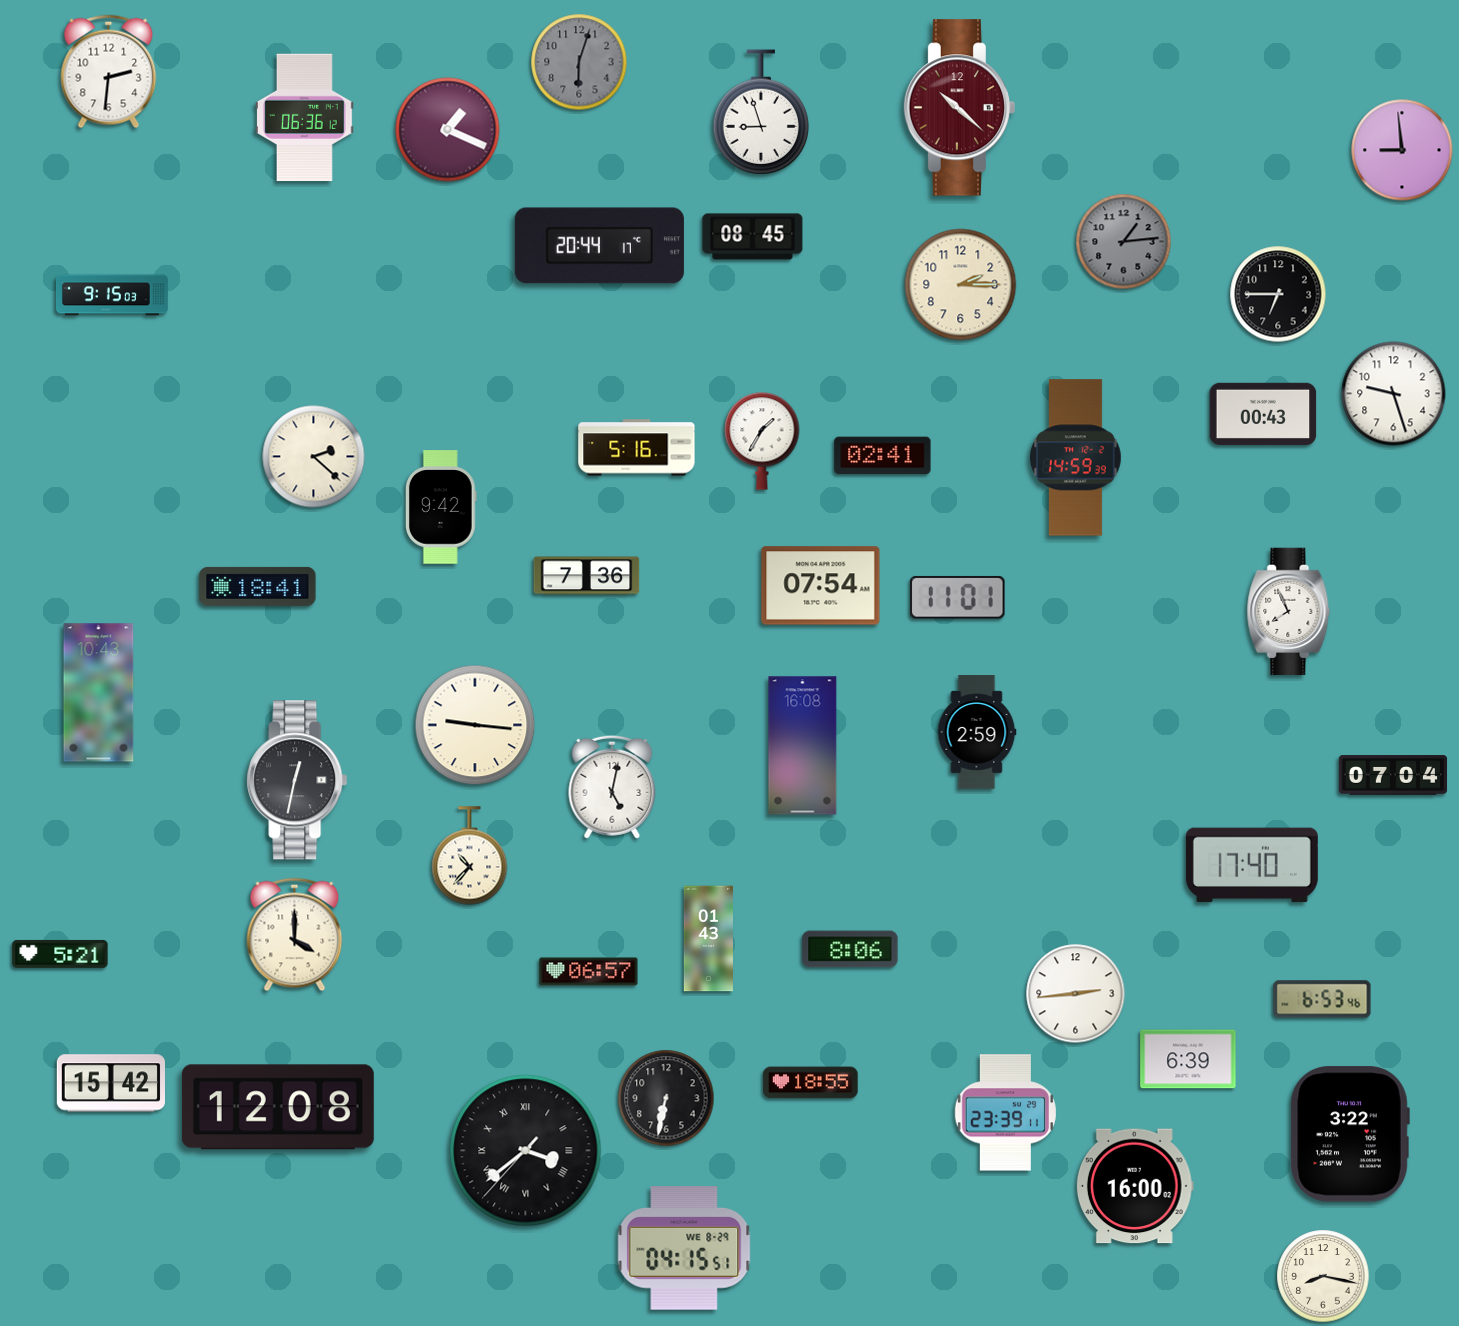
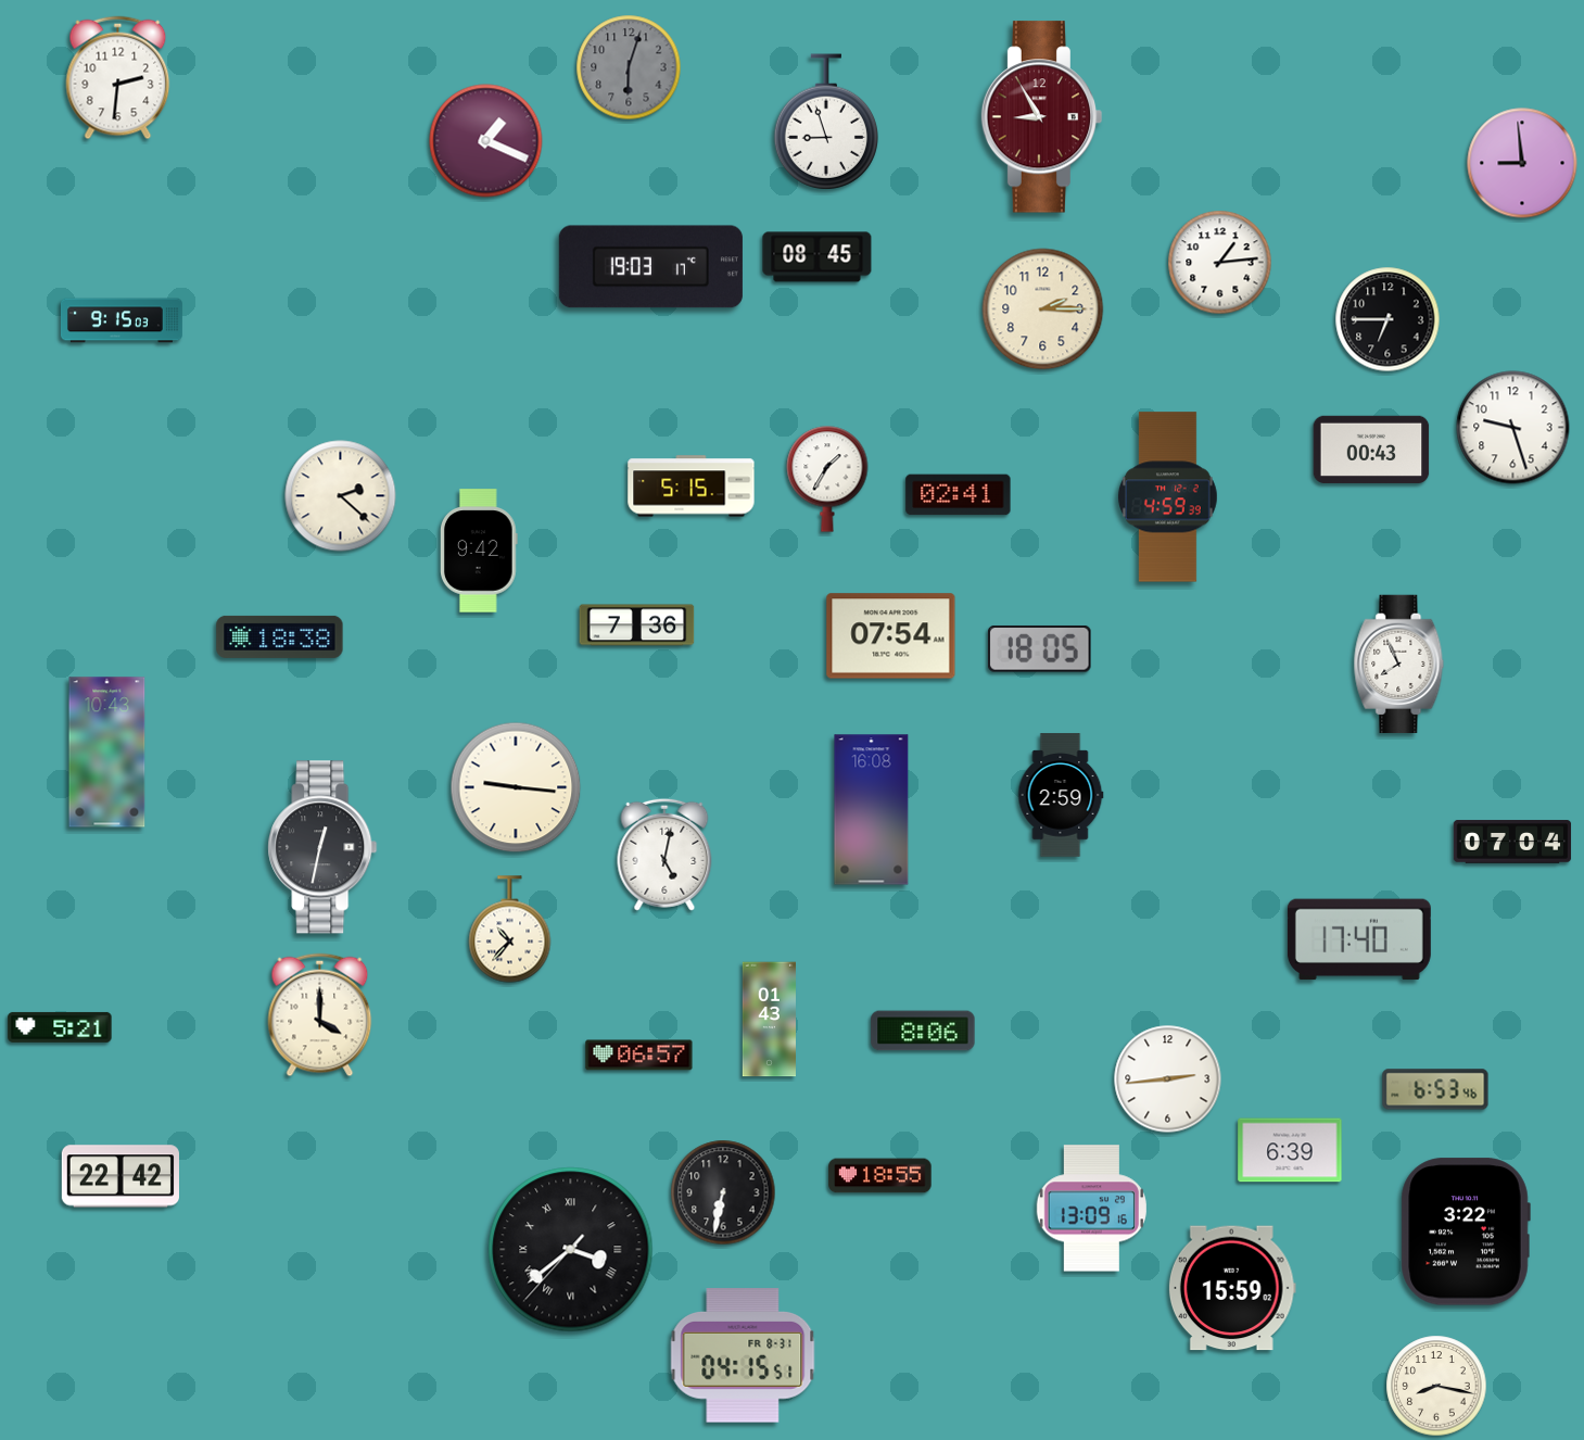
clock at (960, 108): 10:22 -> 8:55
clock at (305, 118): 06:36 -> none
clock at (1124, 242) dial: grey -> white
clock at (599, 246): 20:44 -> 19:03
clock at (637, 448): 5:16 -> 5:15
clock at (1075, 458): 14:59 -> 4:59
clock at (258, 586): 18:41 -> 18:38
clock at (958, 597): 11:01 -> 18:05
clock at (60, 954) position: (60, 954) -> (60, 1027)
clock at (1322, 999) position: (1322, 999) -> (1435, 1089)
clock at (110, 1083): 15:42 -> 22:42
clock at (278, 1107): 12:08 -> none
clock at (1005, 1113): 23:39 -> 13:09
clock at (1135, 1186): 16:00 -> 15:59
clock at (684, 1248) date: WE 8-29 -> FR 8-31
